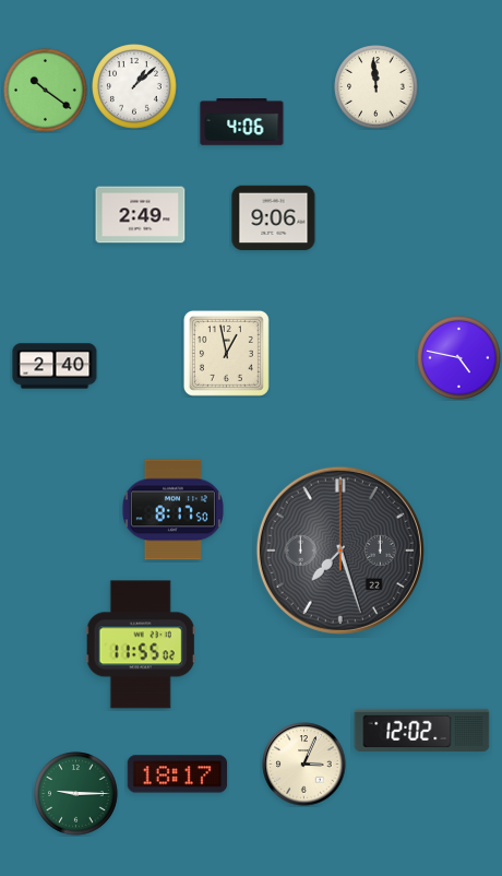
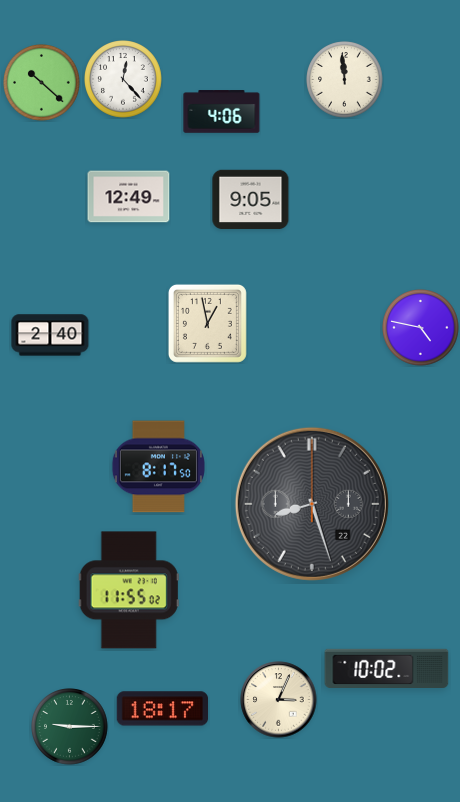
clock at (135, 87): 1:08 -> 12:23
clock at (46, 91): 10:21 -> 10:22
clock at (141, 215): 2:49 -> 12:49
clock at (274, 218): 9:06 -> 9:05
clock at (340, 551): 7:27 -> 8:27
clock at (422, 730): 12:02 -> 10:02
